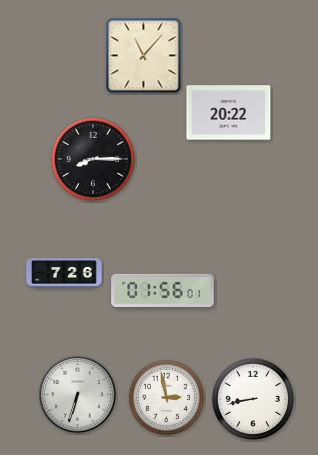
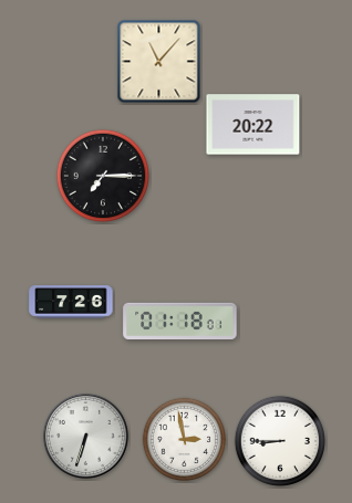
clock at (92, 158): 8:15 -> 7:15
clock at (163, 290): 01:56 -> 01:18
clock at (252, 398): 8:43 -> 8:45
